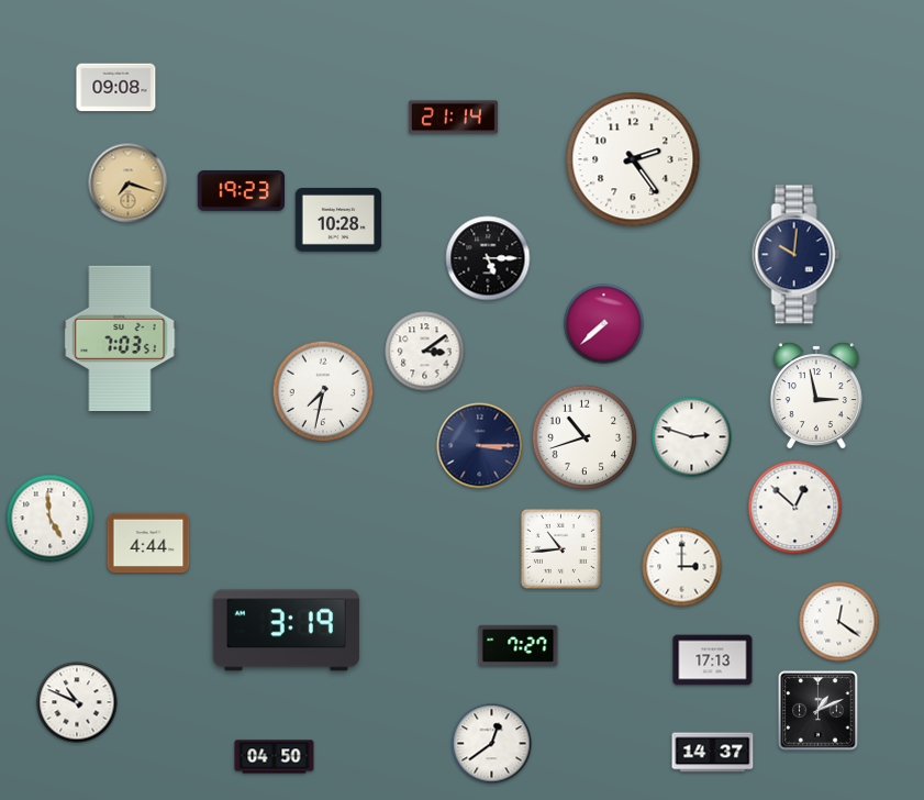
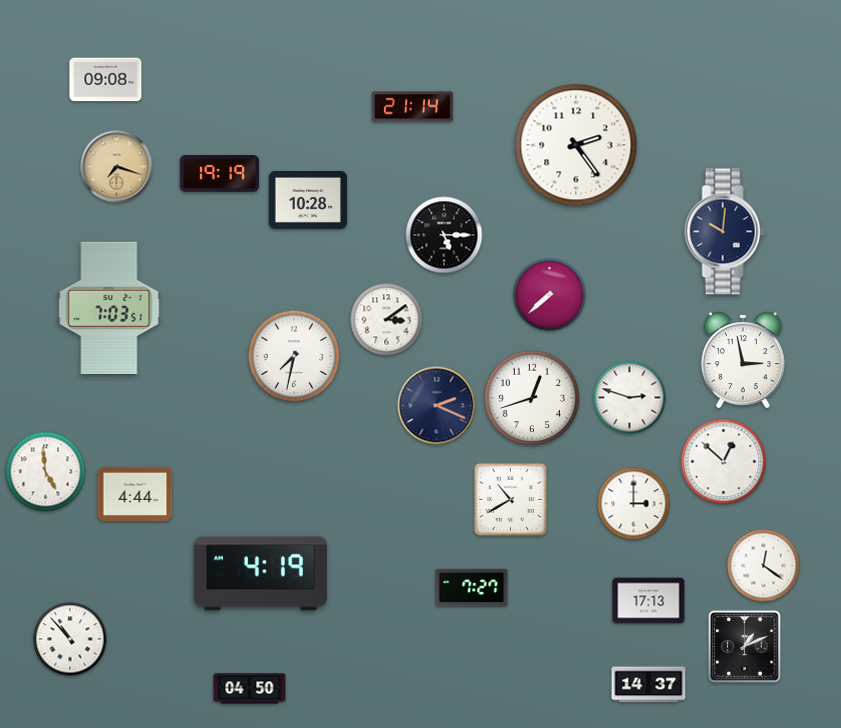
clock at (241, 191): 19:23 -> 19:19
clock at (585, 437): 10:42 -> 12:42
clock at (480, 446): 3:15 -> 2:19
clock at (560, 548): 10:44 -> 10:40
clock at (682, 567) position: (682, 567) -> (634, 504)
clock at (286, 631): 3:19 -> 4:19
clock at (77, 702): 10:49 -> 10:53
clock at (492, 744): 12:39 -> none
